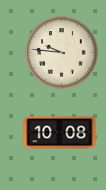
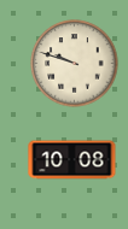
clock at (62, 53): 9:46 -> 9:48
